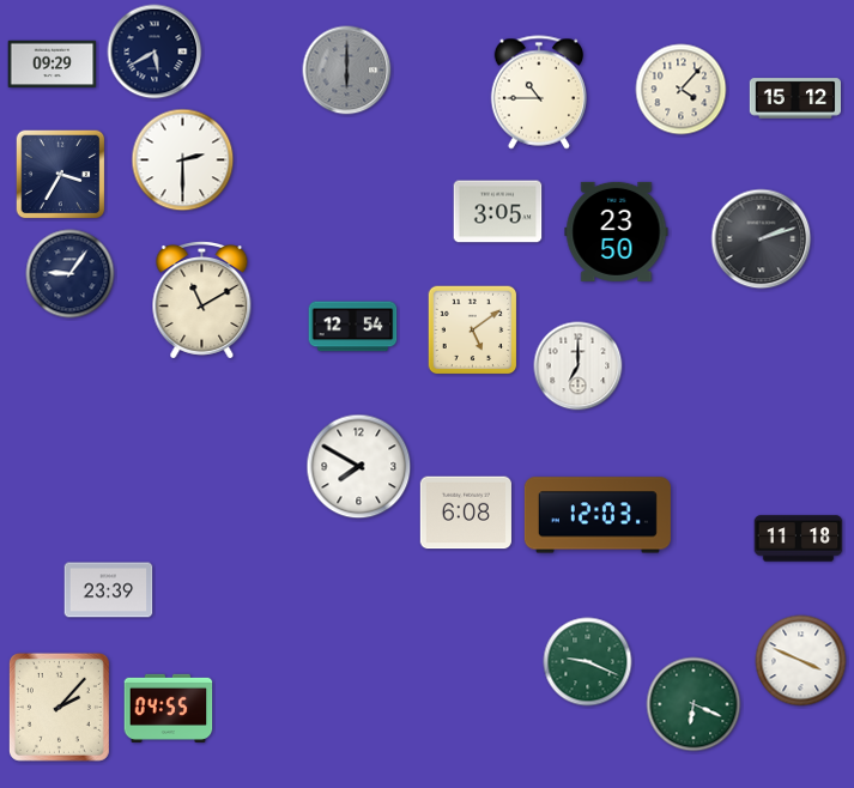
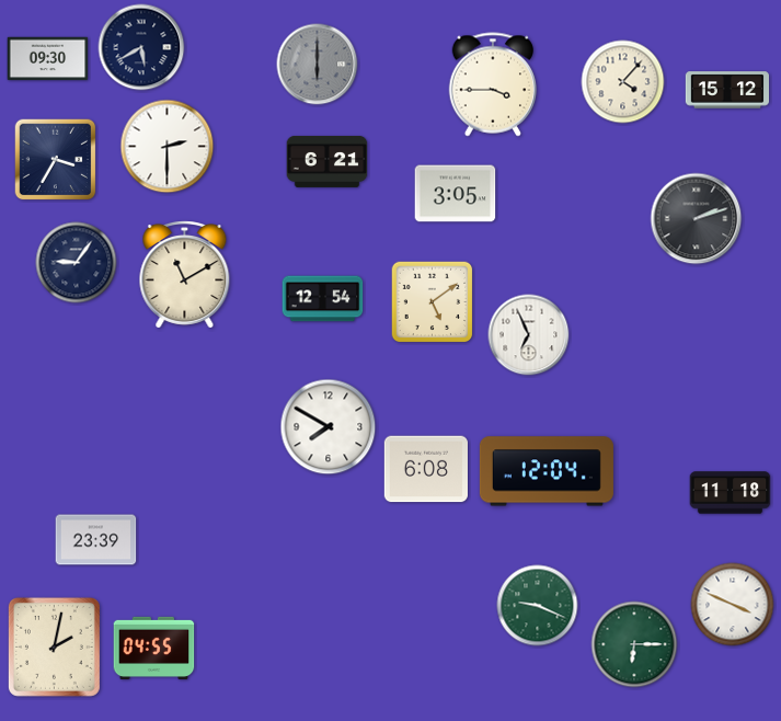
clock at (53, 65): 09:29 -> 09:30
clock at (538, 92): 10:45 -> 3:45
clock at (328, 161): none -> 6:21
clock at (617, 231): 23:50 -> none
clock at (71, 274) position: (71, 274) -> (77, 263)
clock at (579, 366): 7:00 -> 6:56
clock at (598, 515): 12:03 -> 12:04
clock at (109, 590) position: (109, 590) -> (96, 540)
clock at (694, 704): 6:19 -> 6:15
clock at (59, 707): 2:07 -> 2:02
